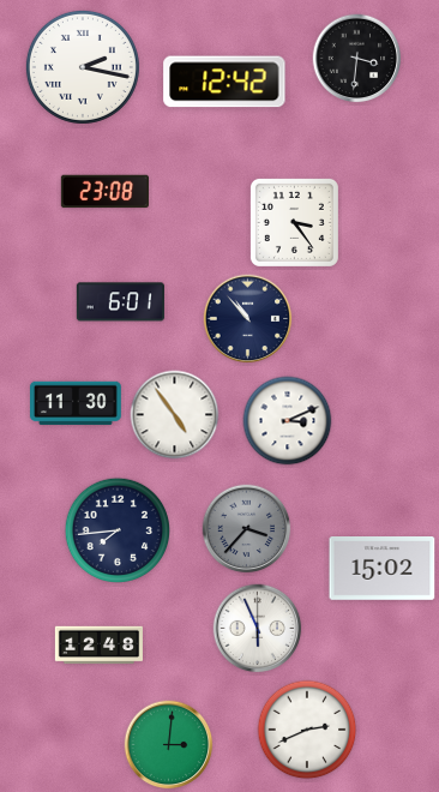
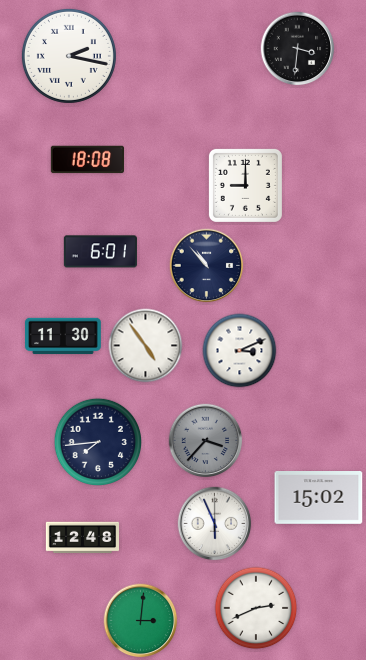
clock at (224, 82): 12:42 -> none
clock at (104, 192): 23:08 -> 18:08
clock at (294, 222): 3:24 -> 9:00
clock at (383, 569) position: (383, 569) -> (319, 498)
